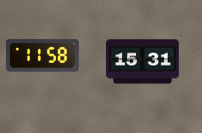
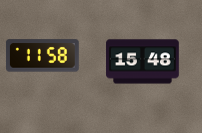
clock at (143, 62): 15:31 -> 15:48
